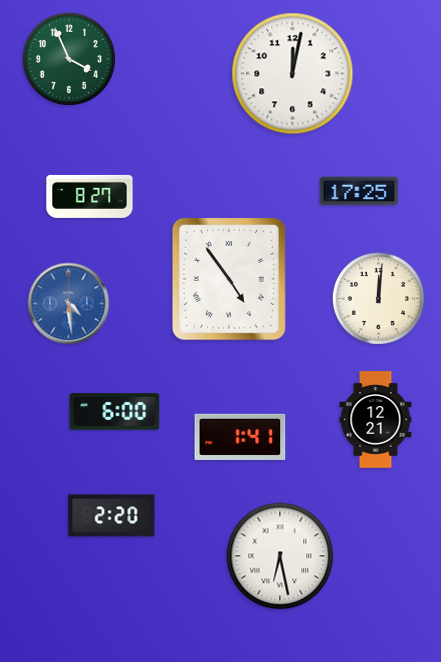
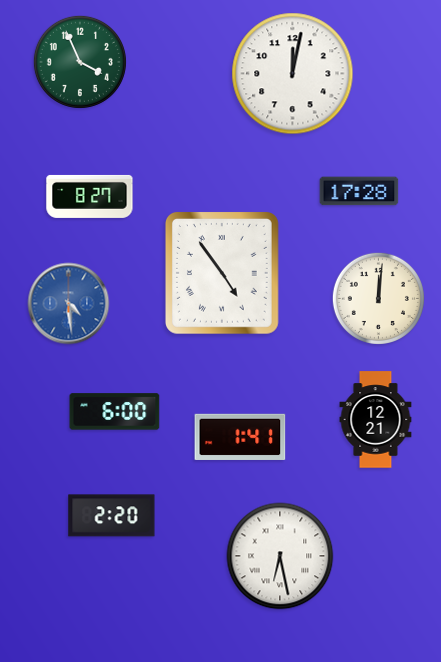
clock at (69, 59) position: (69, 59) -> (80, 62)
clock at (359, 191): 17:25 -> 17:28
clock at (229, 279) position: (229, 279) -> (222, 273)
